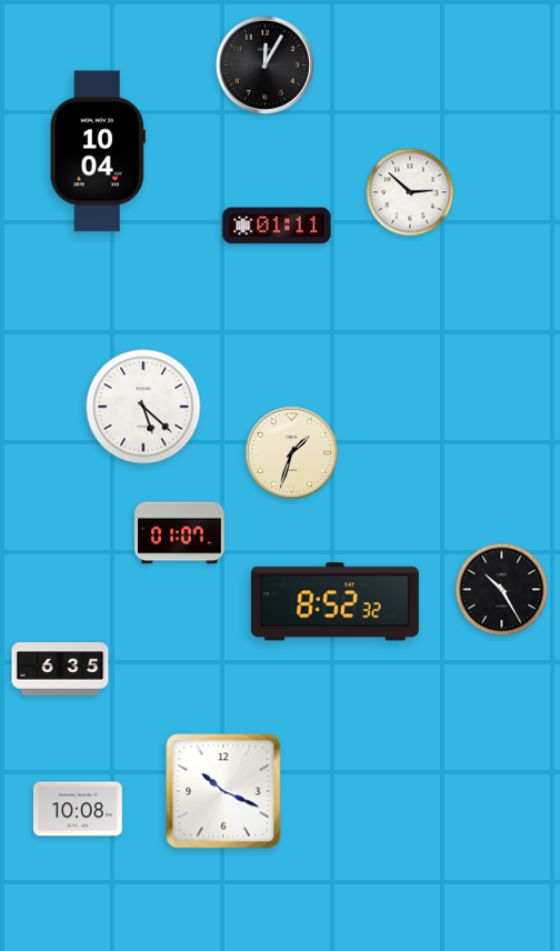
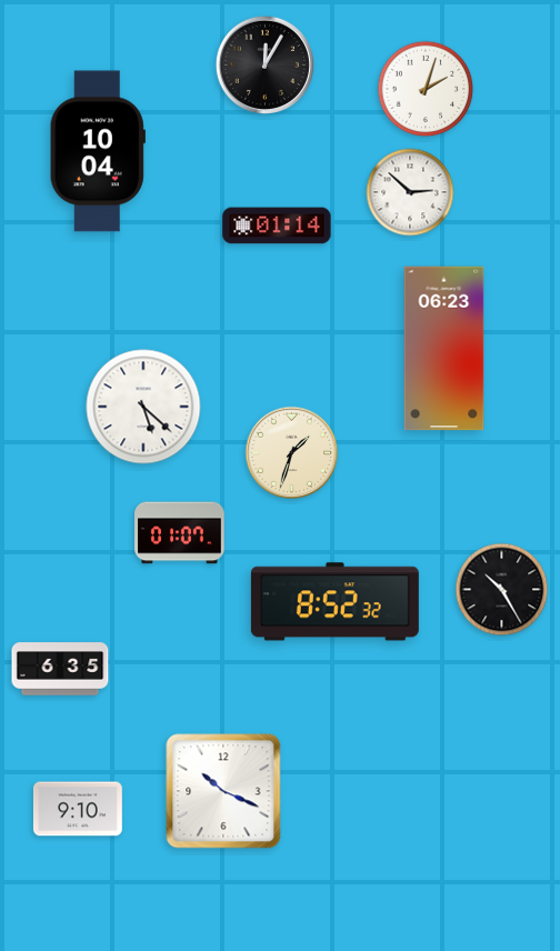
clock at (426, 89): none -> 2:03
clock at (277, 226): 01:11 -> 01:14
clock at (444, 349): none -> 06:23
clock at (78, 809): 10:08 -> 9:10
